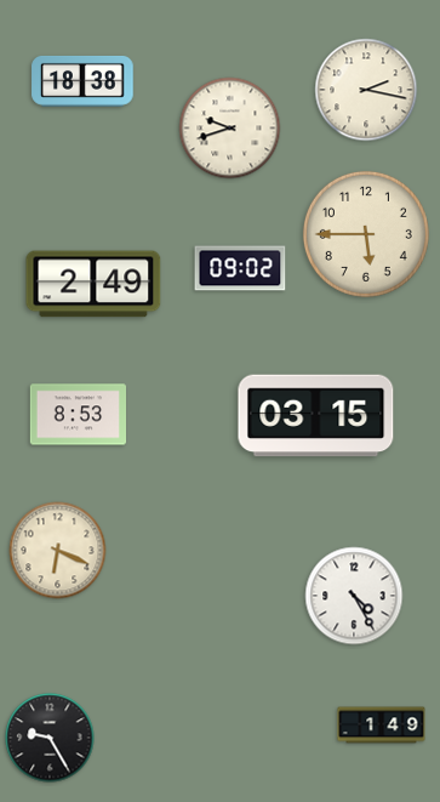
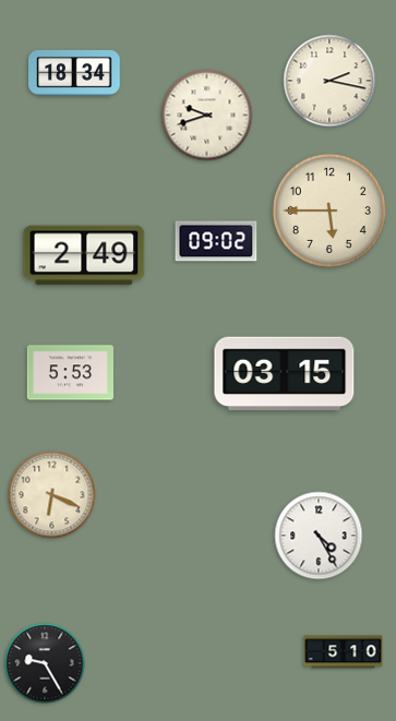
clock at (82, 81): 18:38 -> 18:34
clock at (79, 415): 8:53 -> 5:53
clock at (382, 726): 1:49 -> 5:10
